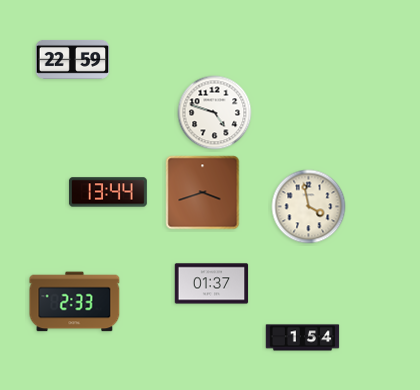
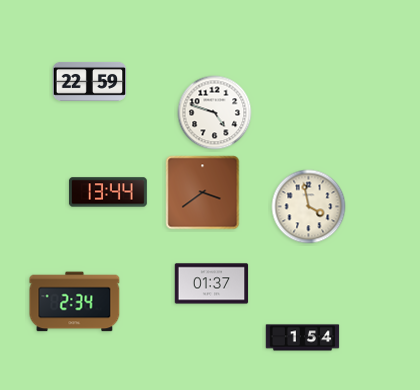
clock at (73, 59) position: (73, 59) -> (90, 81)
clock at (203, 193): 3:42 -> 3:39
clock at (75, 302): 2:33 -> 2:34
